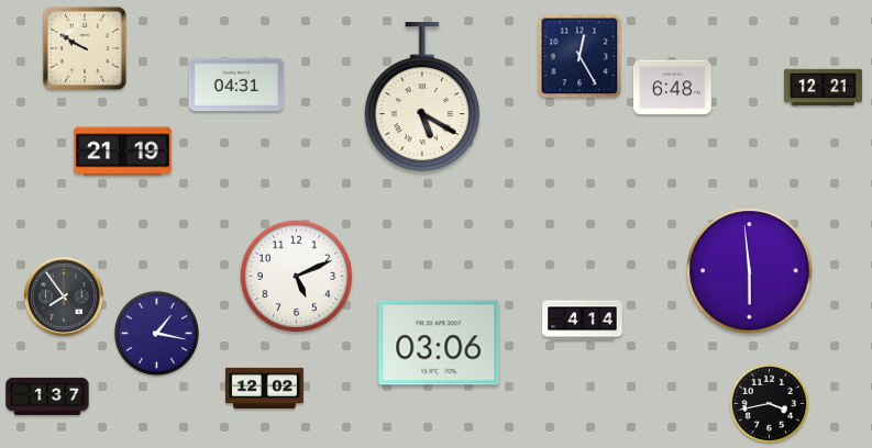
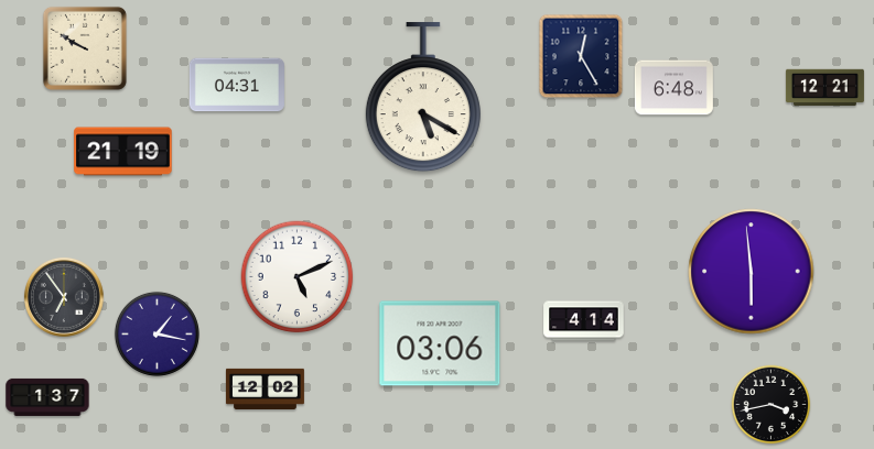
clock at (64, 296): 7:54 -> 6:54
